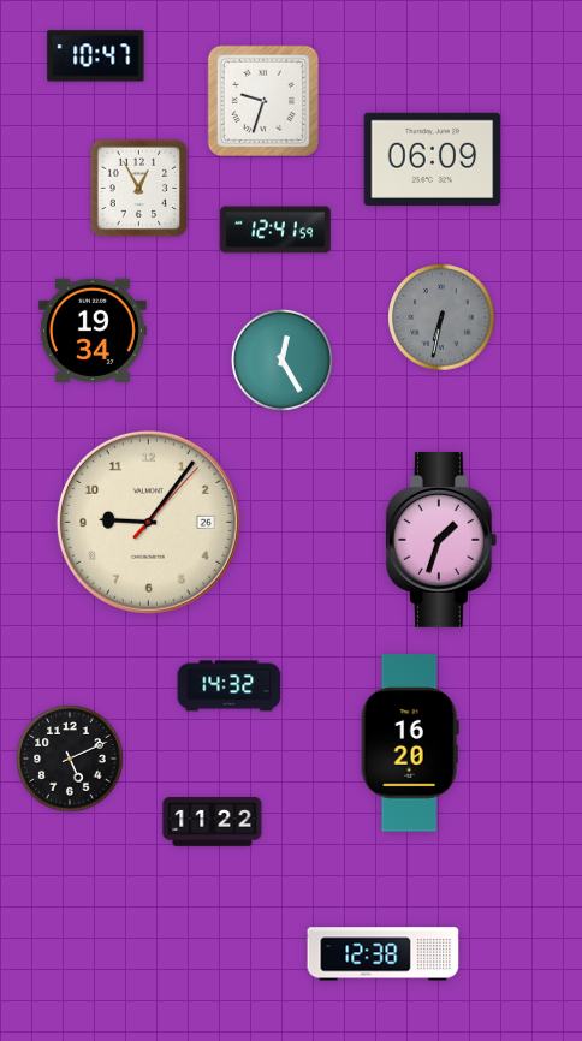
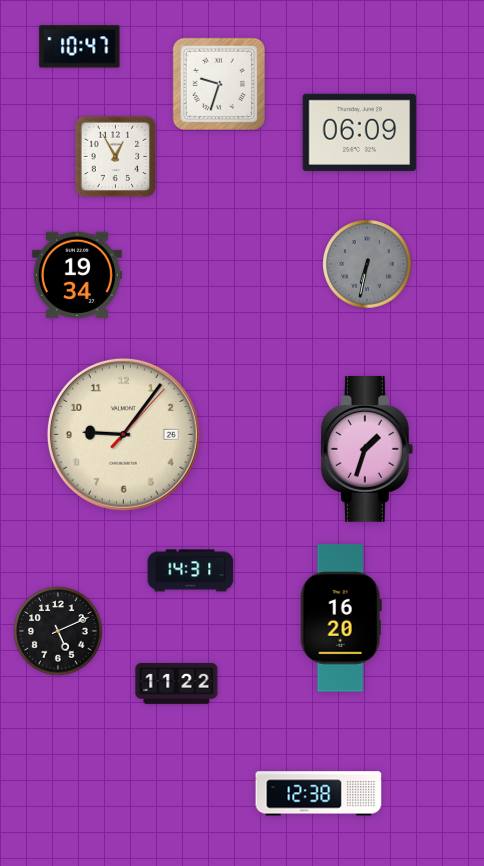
clock at (275, 230): 12:41 -> none
clock at (281, 359): 12:25 -> none
clock at (230, 686): 14:32 -> 14:31
